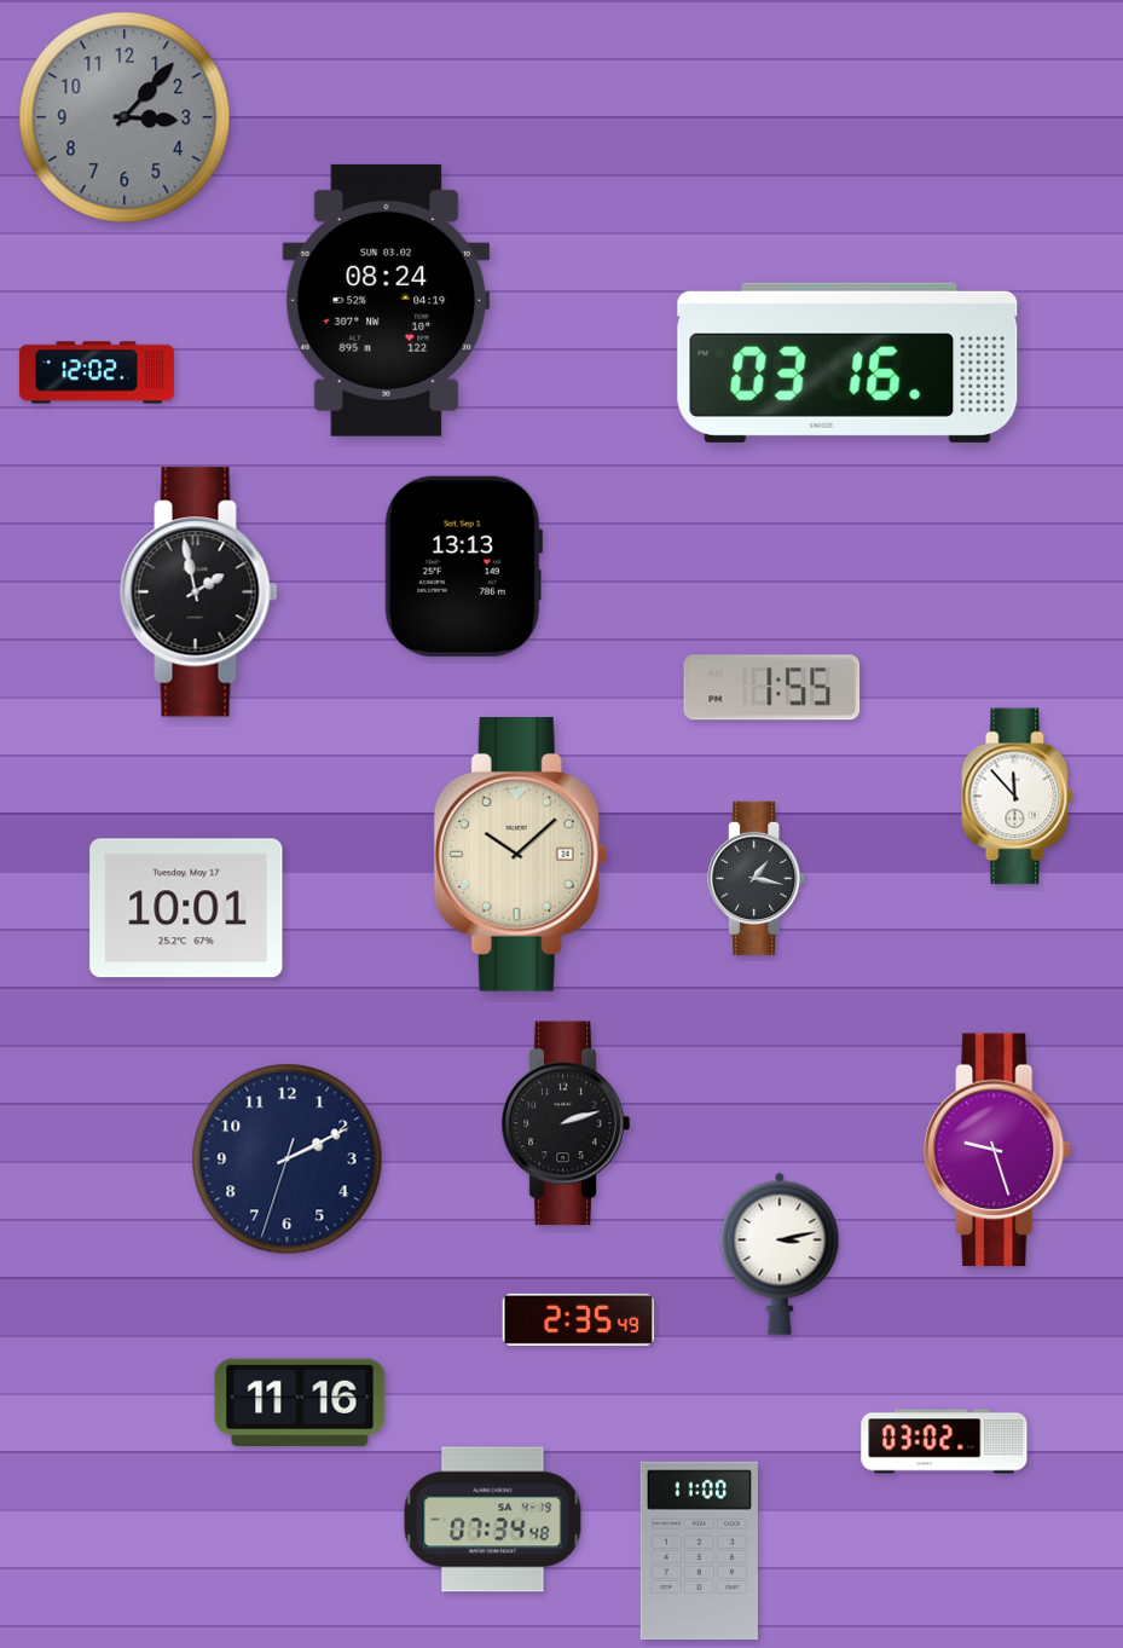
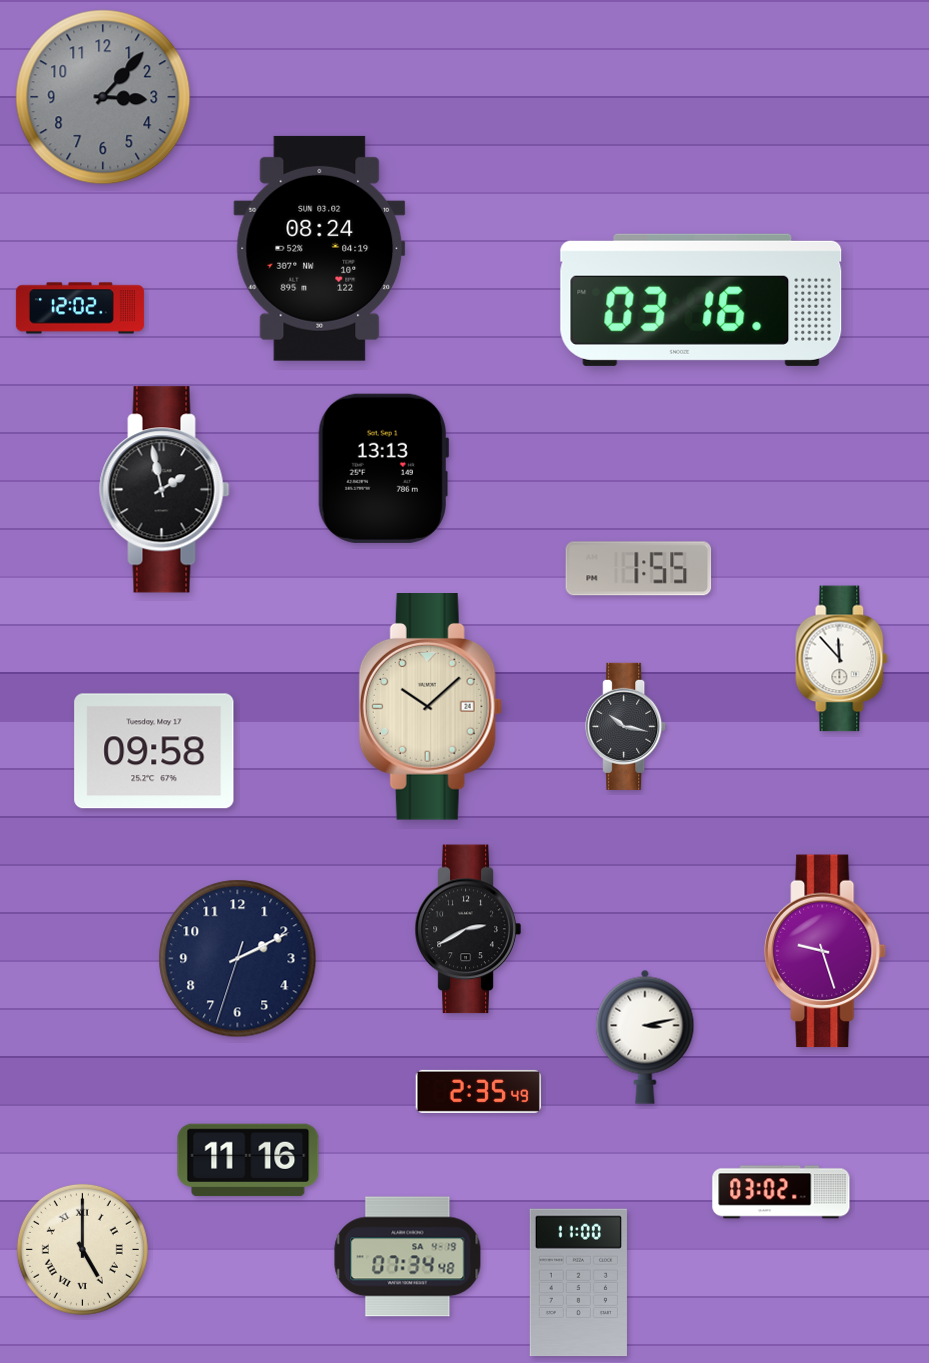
clock at (757, 878): 1:17 -> 10:17
clock at (186, 908): 10:01 -> 09:58
clock at (566, 1123): 2:12 -> 2:40
clock at (82, 1249): none -> 5:00
